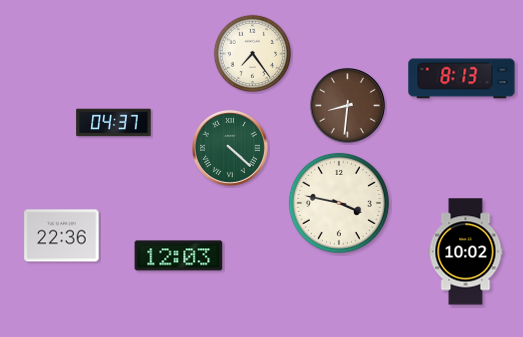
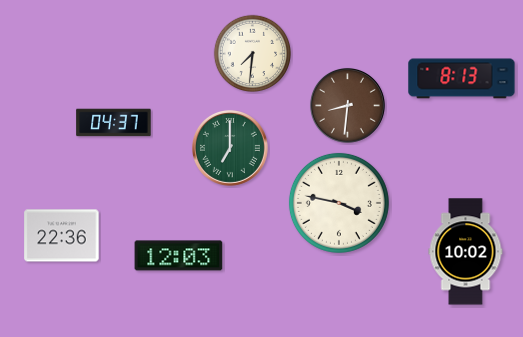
clock at (253, 54): 7:24 -> 7:31
clock at (230, 148): 4:22 -> 7:00
